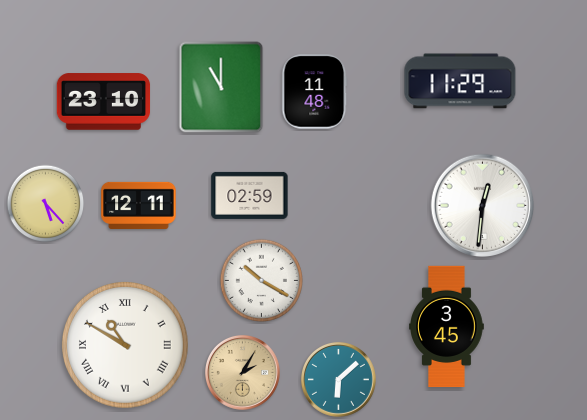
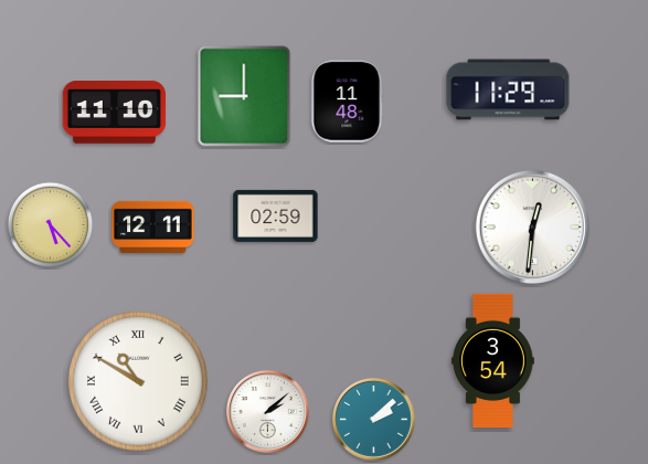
clock at (221, 87): 11:00 -> 9:00
clock at (104, 102): 23:10 -> 11:10
clock at (261, 280): 10:20 -> none
clock at (447, 327): 3:45 -> 3:54
clock at (242, 372): 2:05 -> 2:08
clock at (242, 372) dial: champagne -> white
clock at (338, 379): 6:08 -> 2:08
